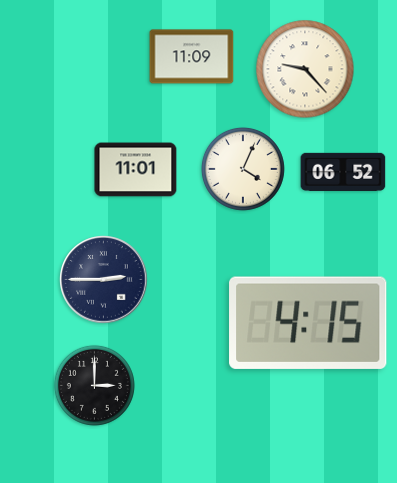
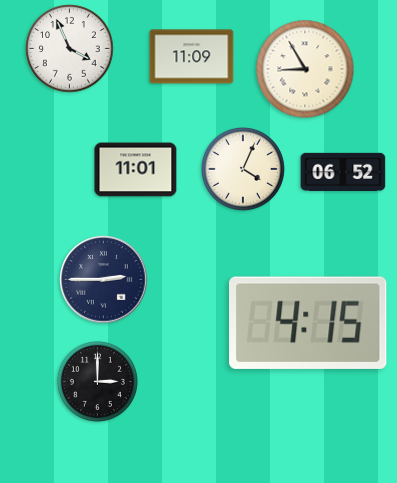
clock at (70, 49): none -> 3:56
clock at (305, 69): 9:23 -> 8:55
clock at (94, 385) position: (94, 385) -> (97, 381)
